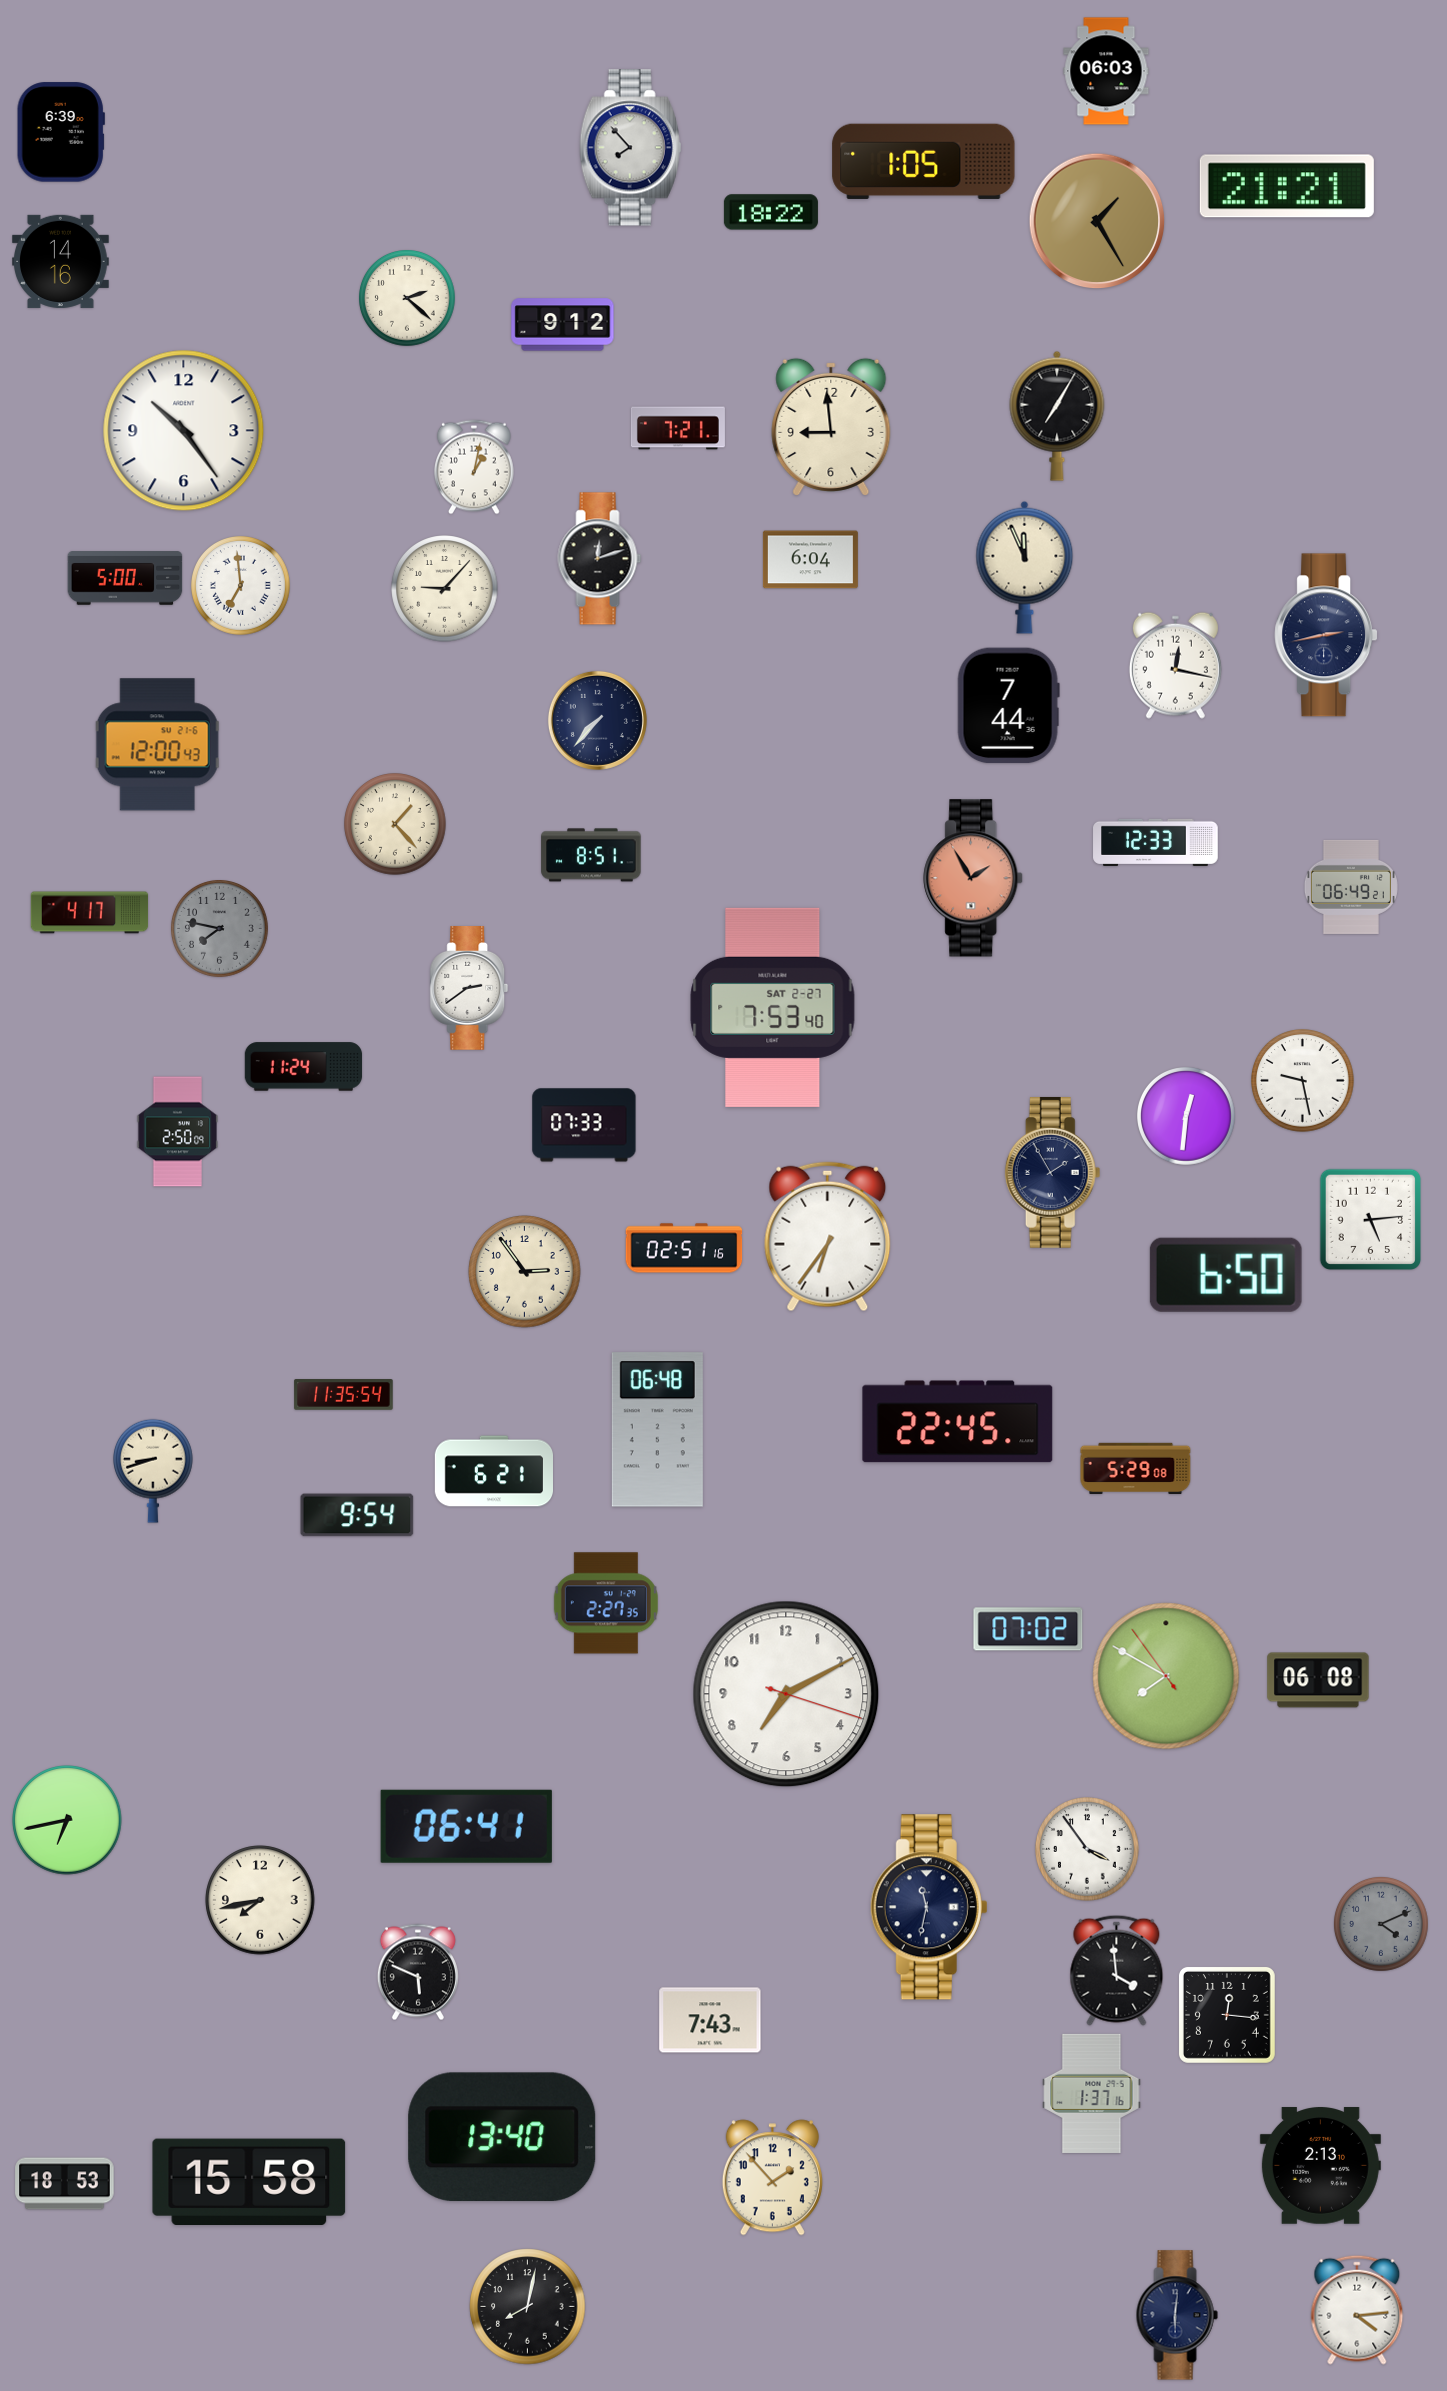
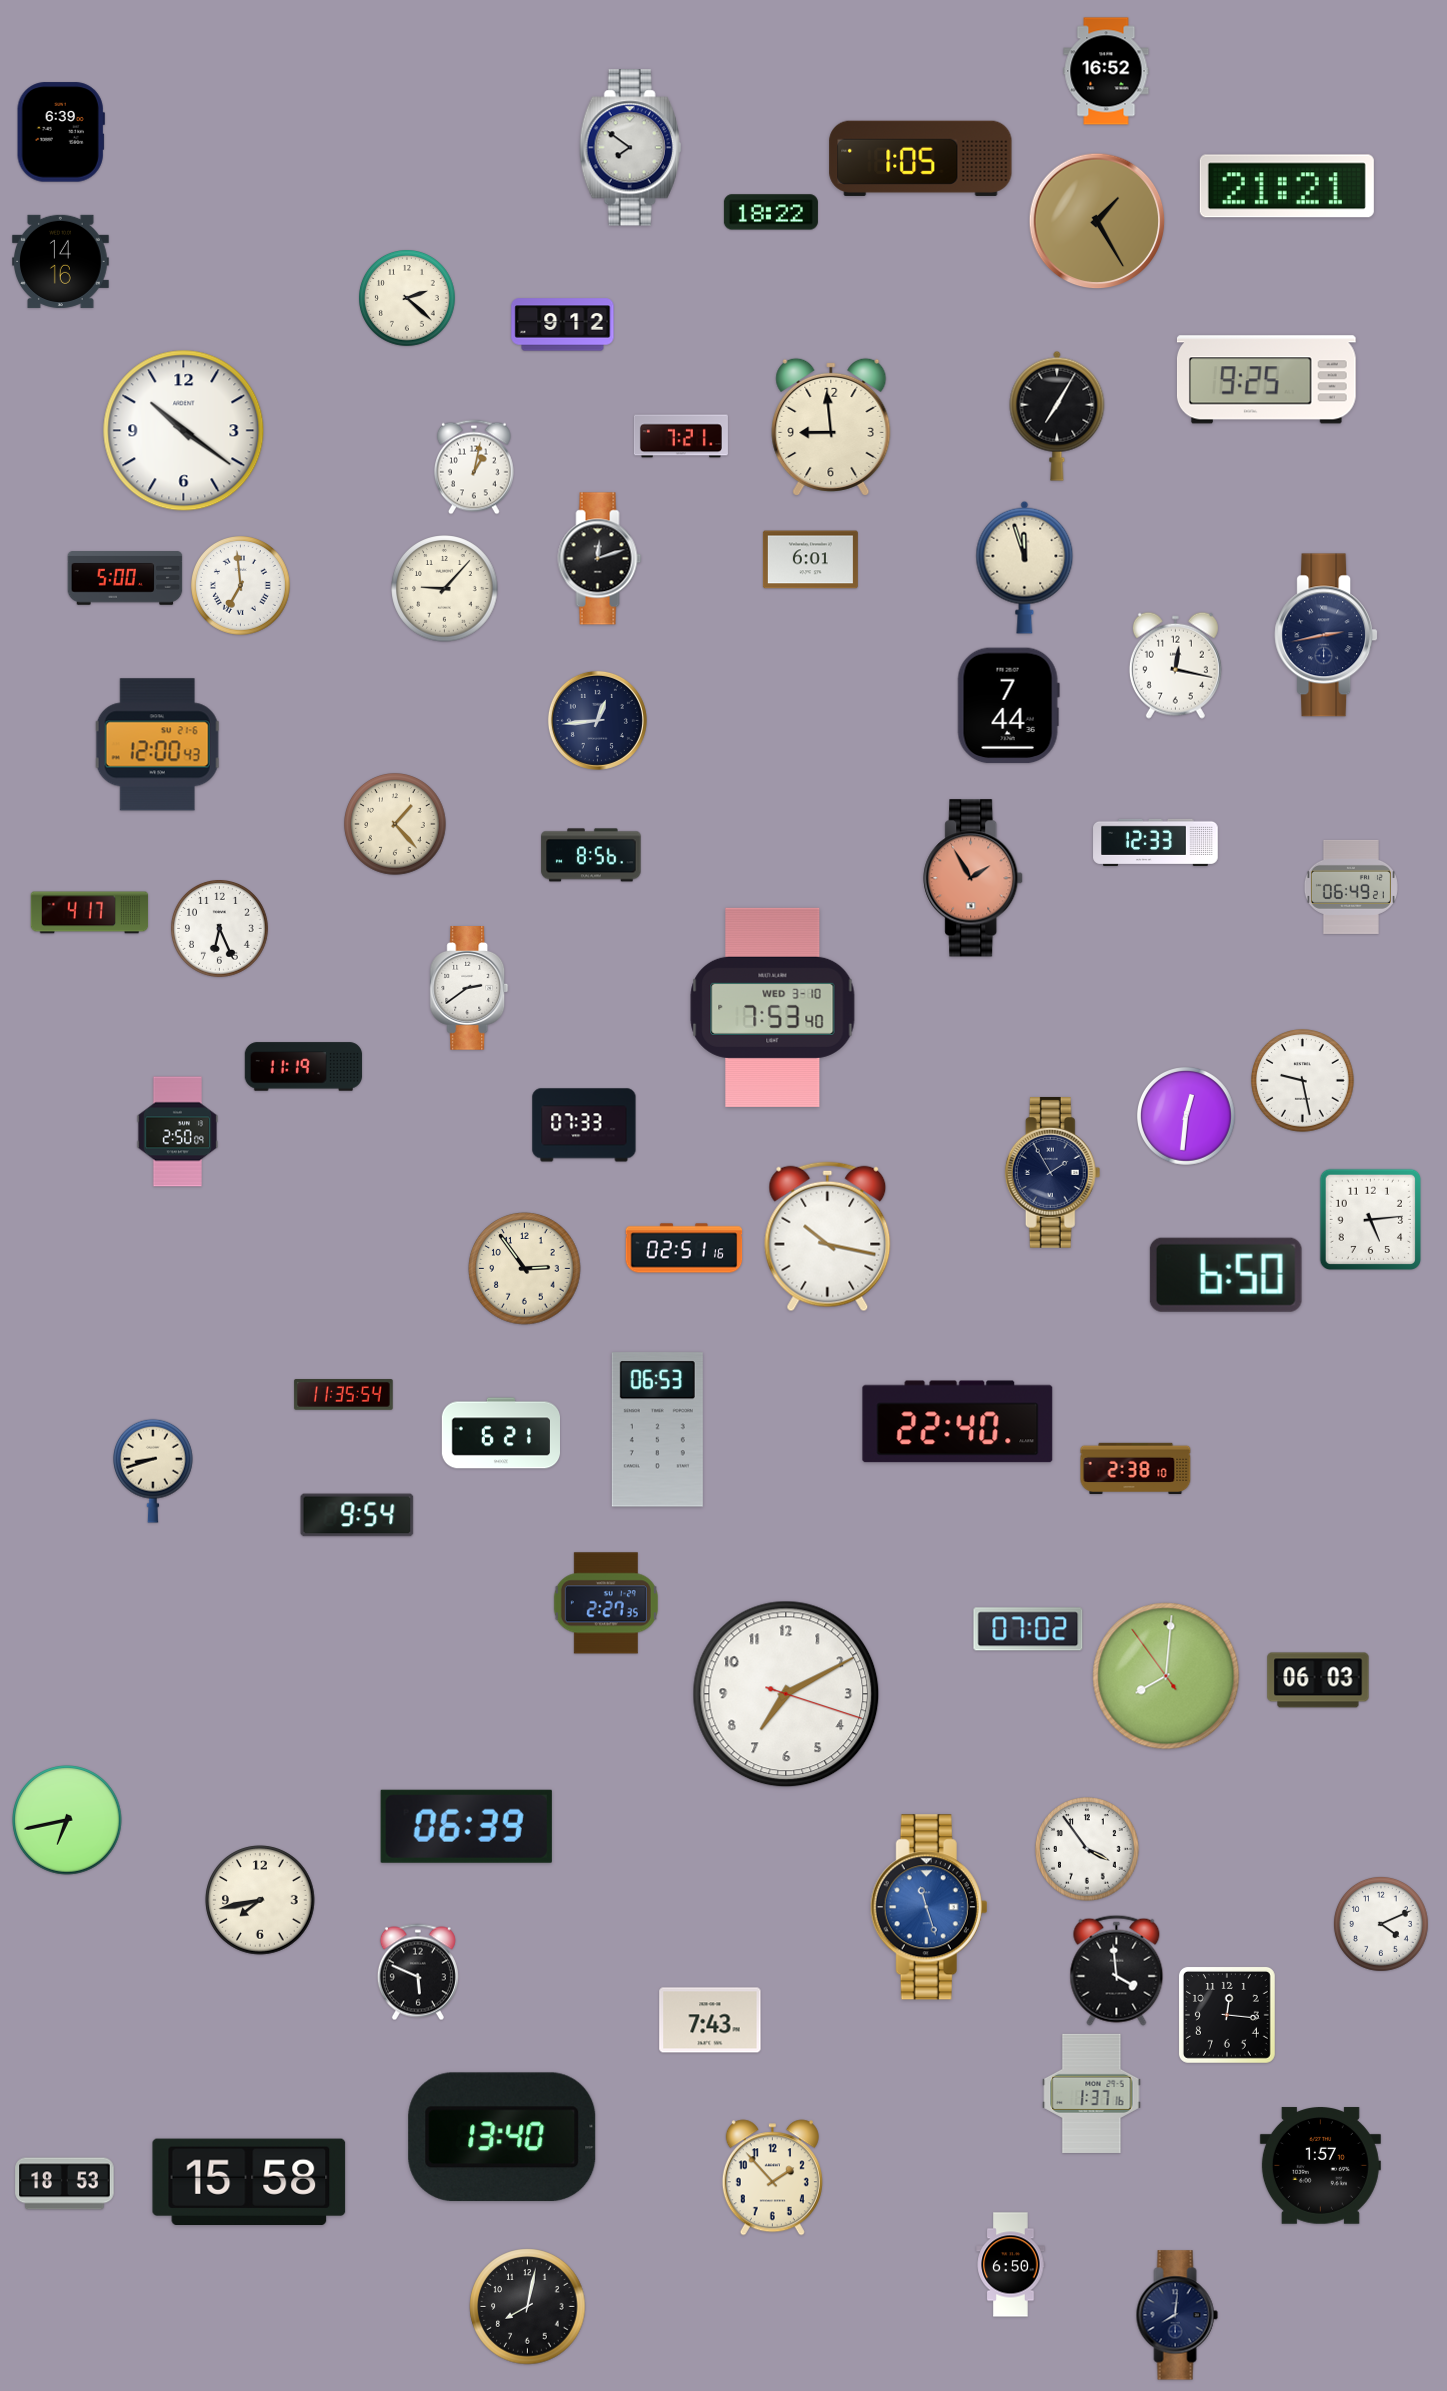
clock at (1106, 71): 06:03 -> 16:52
clock at (631, 148): 7:53 -> 7:51
clock at (924, 161) position: (924, 161) -> (921, 158)
clock at (1266, 380): none -> 9:25
clock at (678, 428) position: (678, 428) -> (681, 436)
clock at (184, 431): 10:24 -> 10:21
clock at (810, 560): 6:04 -> 6:01
clock at (1025, 567): 11:56 -> 11:57
clock at (597, 720): 7:37 -> 12:44
clock at (591, 855): 8:51 -> 8:56
clock at (220, 929): 7:47 -> 6:26
clock at (220, 929) dial: grey -> white
clock at (773, 1007) date: SAT 2-27 -> WED 3-10
clock at (304, 1067): 11:24 -> 11:19
clock at (828, 1237): 6:36 -> 10:17
clock at (525, 1272) position: (525, 1272) -> (525, 1269)
clock at (958, 1422): 22:45 -> 22:40
clock at (657, 1430): 06:48 -> 06:53
clock at (1136, 1468): 5:29 -> 2:38
clock at (493, 1471) position: (493, 1471) -> (500, 1433)
clock at (1166, 1676): 7:49 -> 8:00
clock at (1318, 1680): 06:08 -> 06:03
clock at (466, 1826): 06:41 -> 06:39
clock at (929, 1907): 11:32 -> 11:27
clock at (929, 1907) dial: navy -> blue
clock at (1381, 1924) dial: grey -> white
clock at (1320, 2166): 2:13 -> 1:57
clock at (1011, 2265): none -> 6:50
clock at (1357, 2310): 4:14 -> none
clock at (1177, 2315): 6:01 -> 8:01
